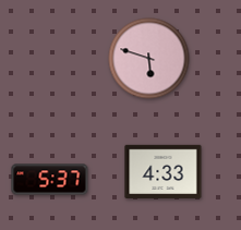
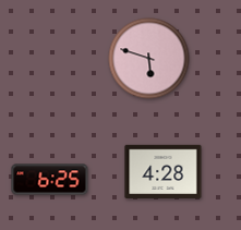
clock at (164, 171): 4:33 -> 4:28
clock at (50, 180): 5:37 -> 6:25
